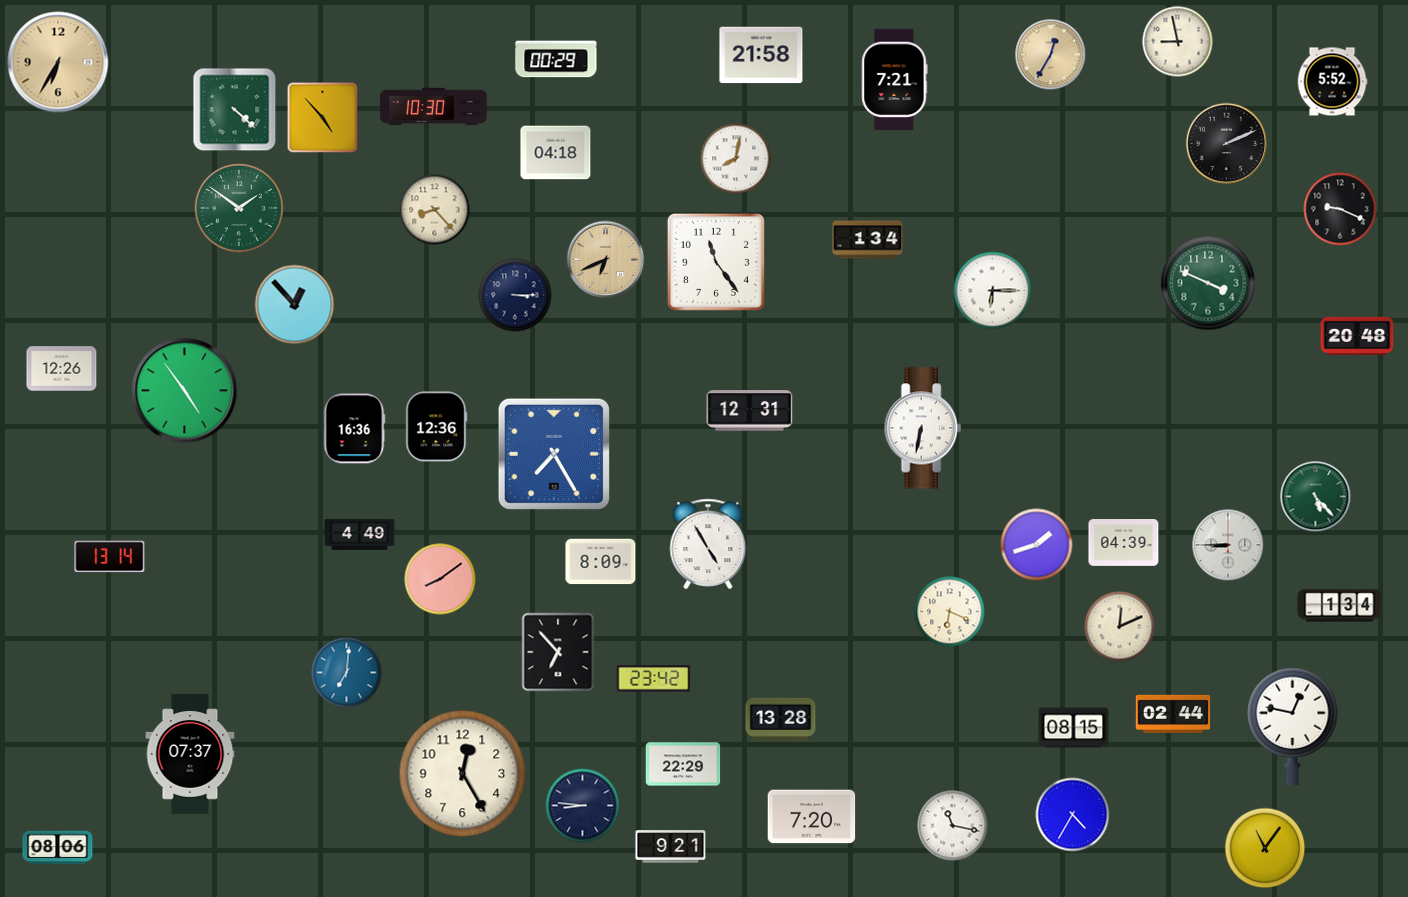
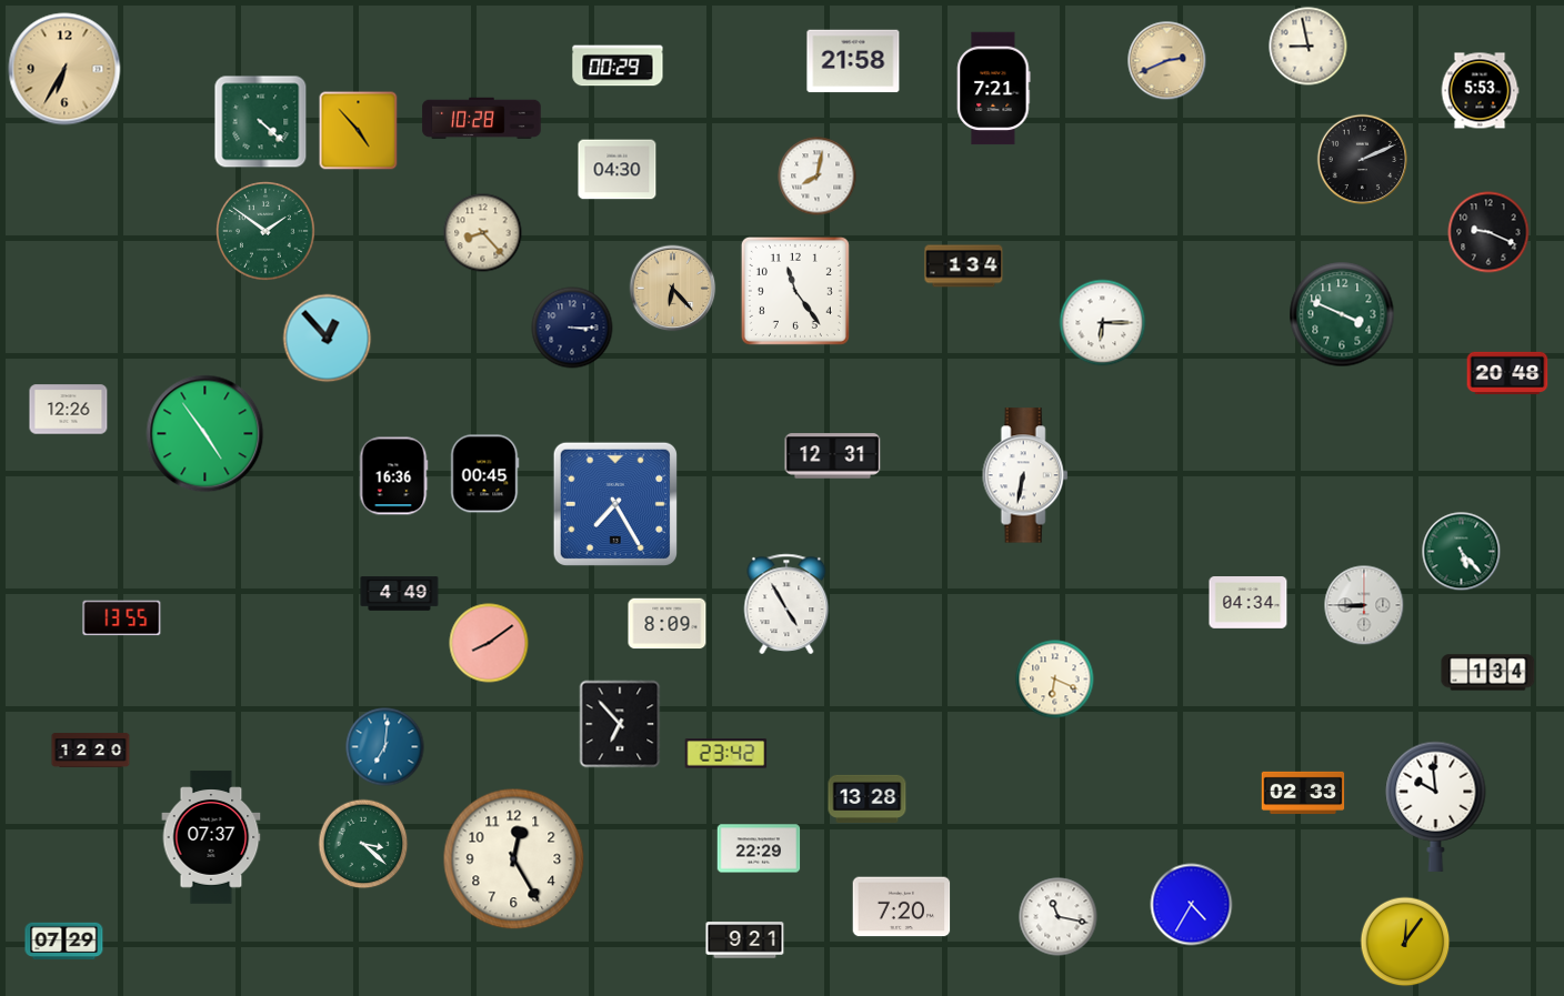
clock at (761, 55) position: (761, 55) -> (853, 61)
clock at (1051, 55): 12:35 -> 2:41
clock at (1332, 82): 5:52 -> 5:53
clock at (434, 107): 10:30 -> 10:28
clock at (556, 153): 04:18 -> 04:30
clock at (606, 260): 6:41 -> 6:23
clock at (437, 427): 12:36 -> 00:45
clock at (1124, 543): 04:39 -> 04:34
clock at (1037, 545): 1:42 -> none
clock at (110, 557): 13:14 -> 13:55
clock at (1120, 627): 12:11 -> none
clock at (91, 751): none -> 12:20
clock at (1173, 714): 02:44 -> 02:33
clock at (1293, 726): 12:47 -> 9:59
clock at (1074, 728): 08:15 -> none
clock at (363, 844): none -> 3:22
clock at (583, 806): 8:46 -> none
clock at (58, 848): 08:06 -> 07:29
clock at (1265, 848): 11:06 -> 12:06
